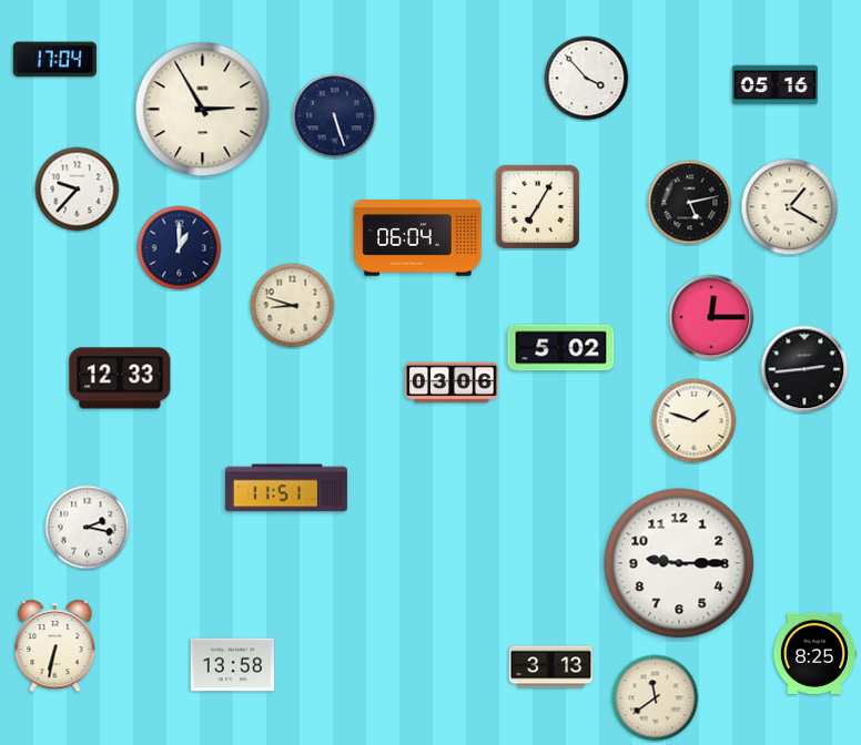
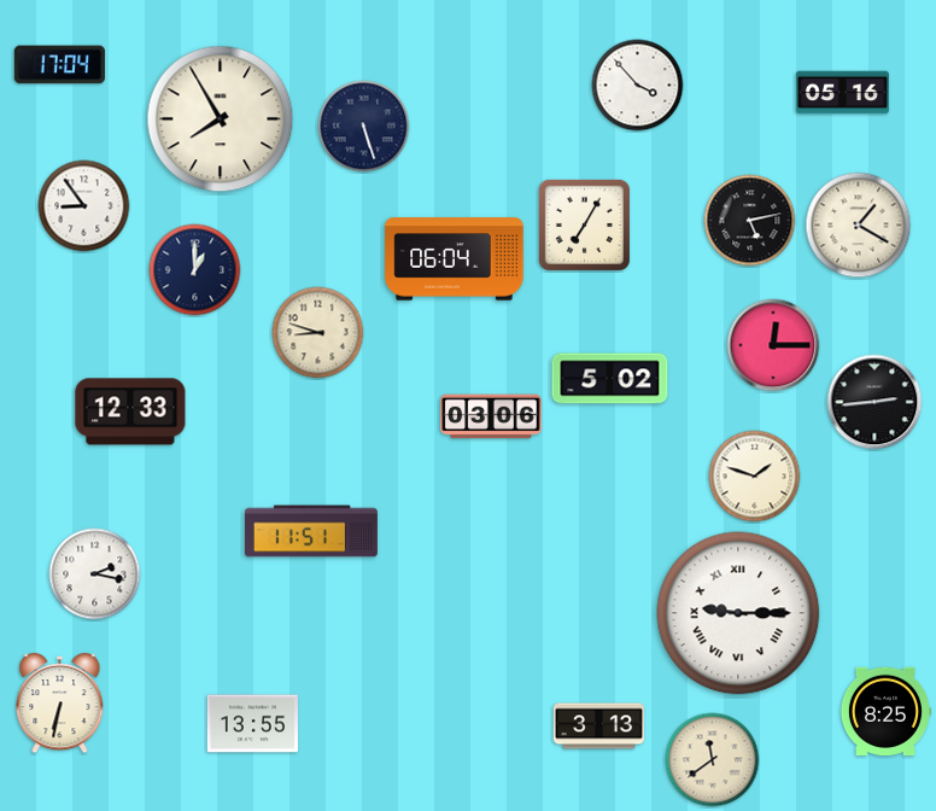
clock at (203, 110): 2:55 -> 7:55
clock at (78, 190): 9:37 -> 8:54
clock at (695, 421) position: (695, 421) -> (755, 477)
clock at (679, 563) numerals: Arabic -> Roman
clock at (232, 665): 13:58 -> 13:55
